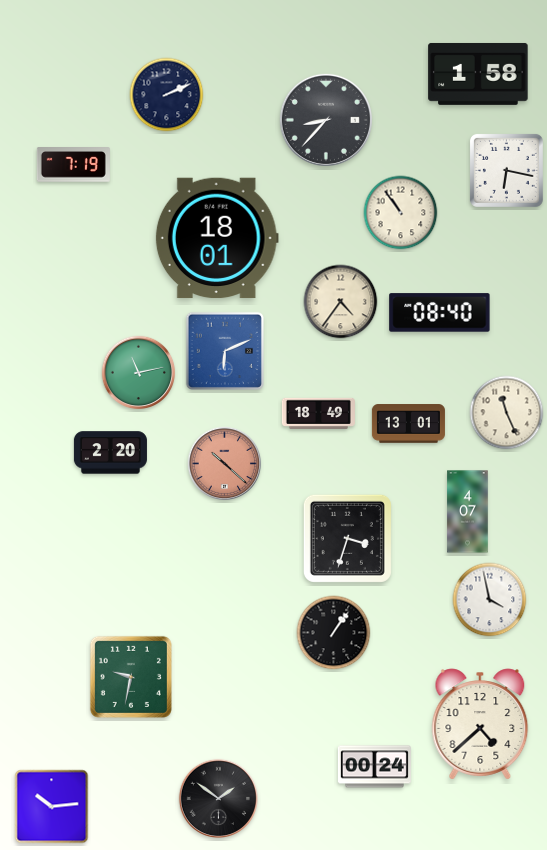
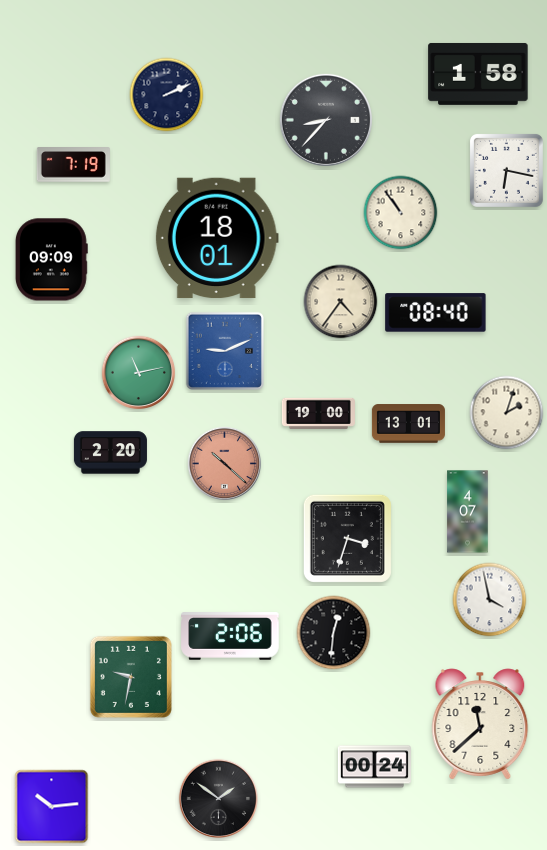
clock at (51, 260): none -> 09:09
clock at (440, 313) position: (440, 313) -> (436, 313)
clock at (224, 350): 6:11 -> 9:11
clock at (318, 413): 18:49 -> 19:00
clock at (507, 413): 11:26 -> 2:03
clock at (334, 633): 1:06 -> 12:31
clock at (230, 636): none -> 2:06
clock at (480, 724): 4:38 -> 11:38
